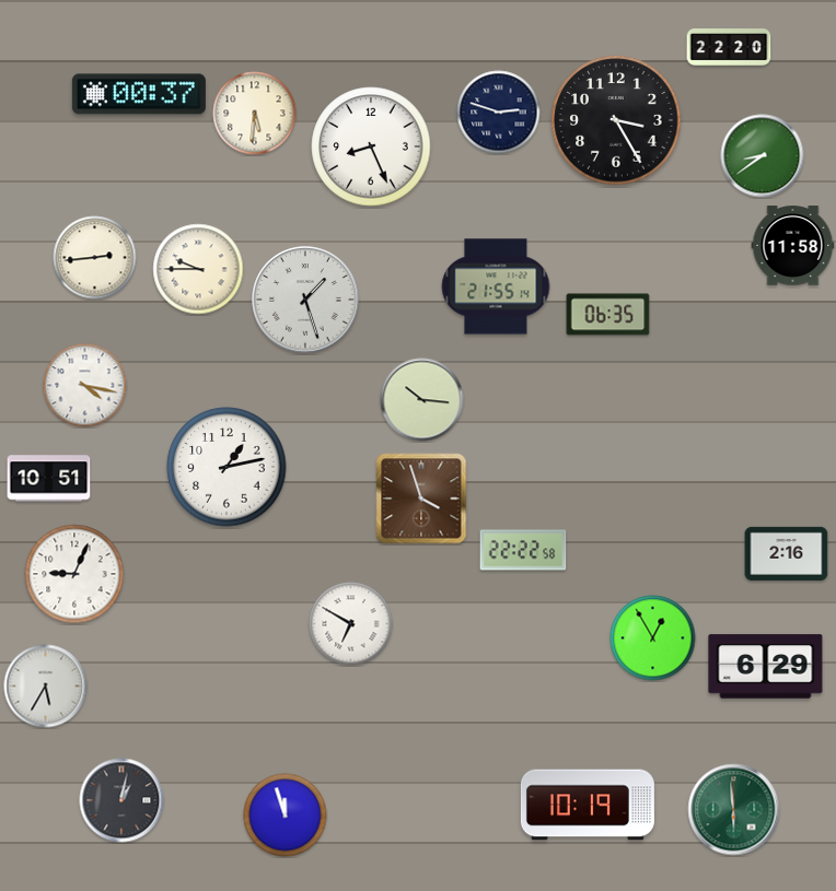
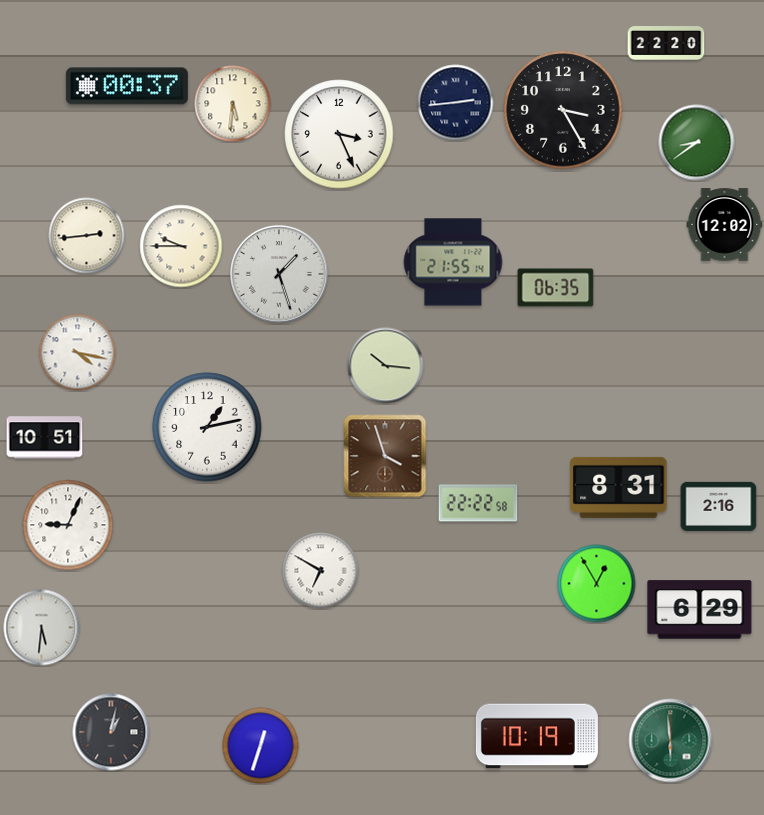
clock at (499, 113): 2:48 -> 2:44
clock at (371, 146): 8:26 -> 3:26
clock at (793, 246): 11:58 -> 12:02
clock at (619, 487): none -> 8:31
clock at (46, 687): 5:35 -> 5:31
clock at (286, 816): 11:57 -> 12:33
